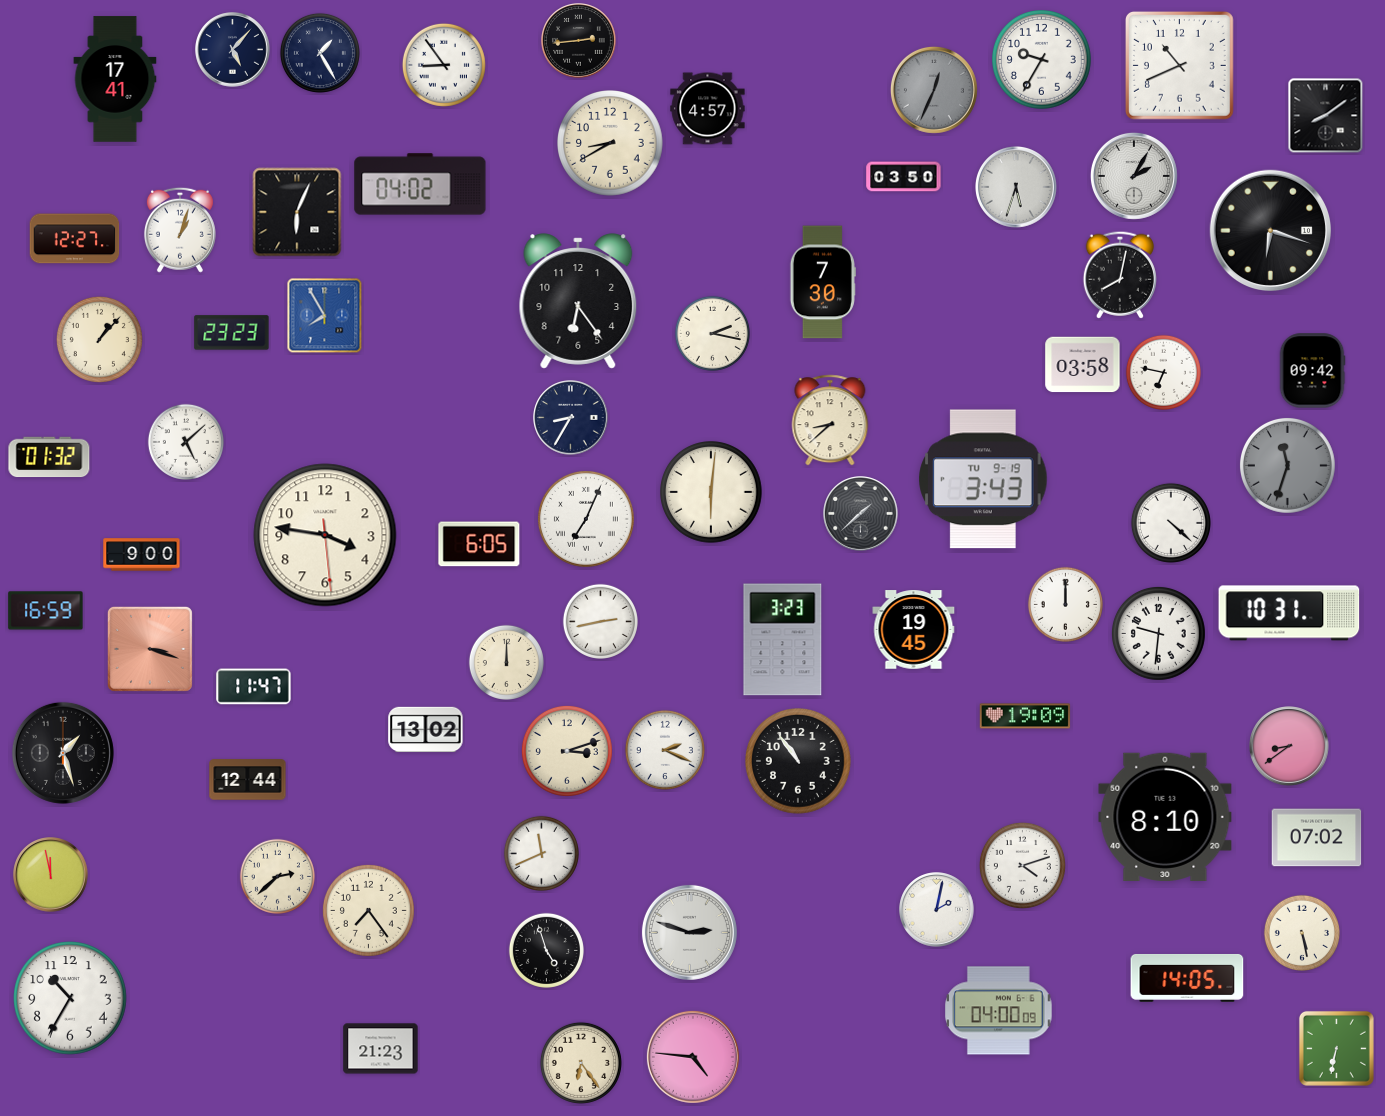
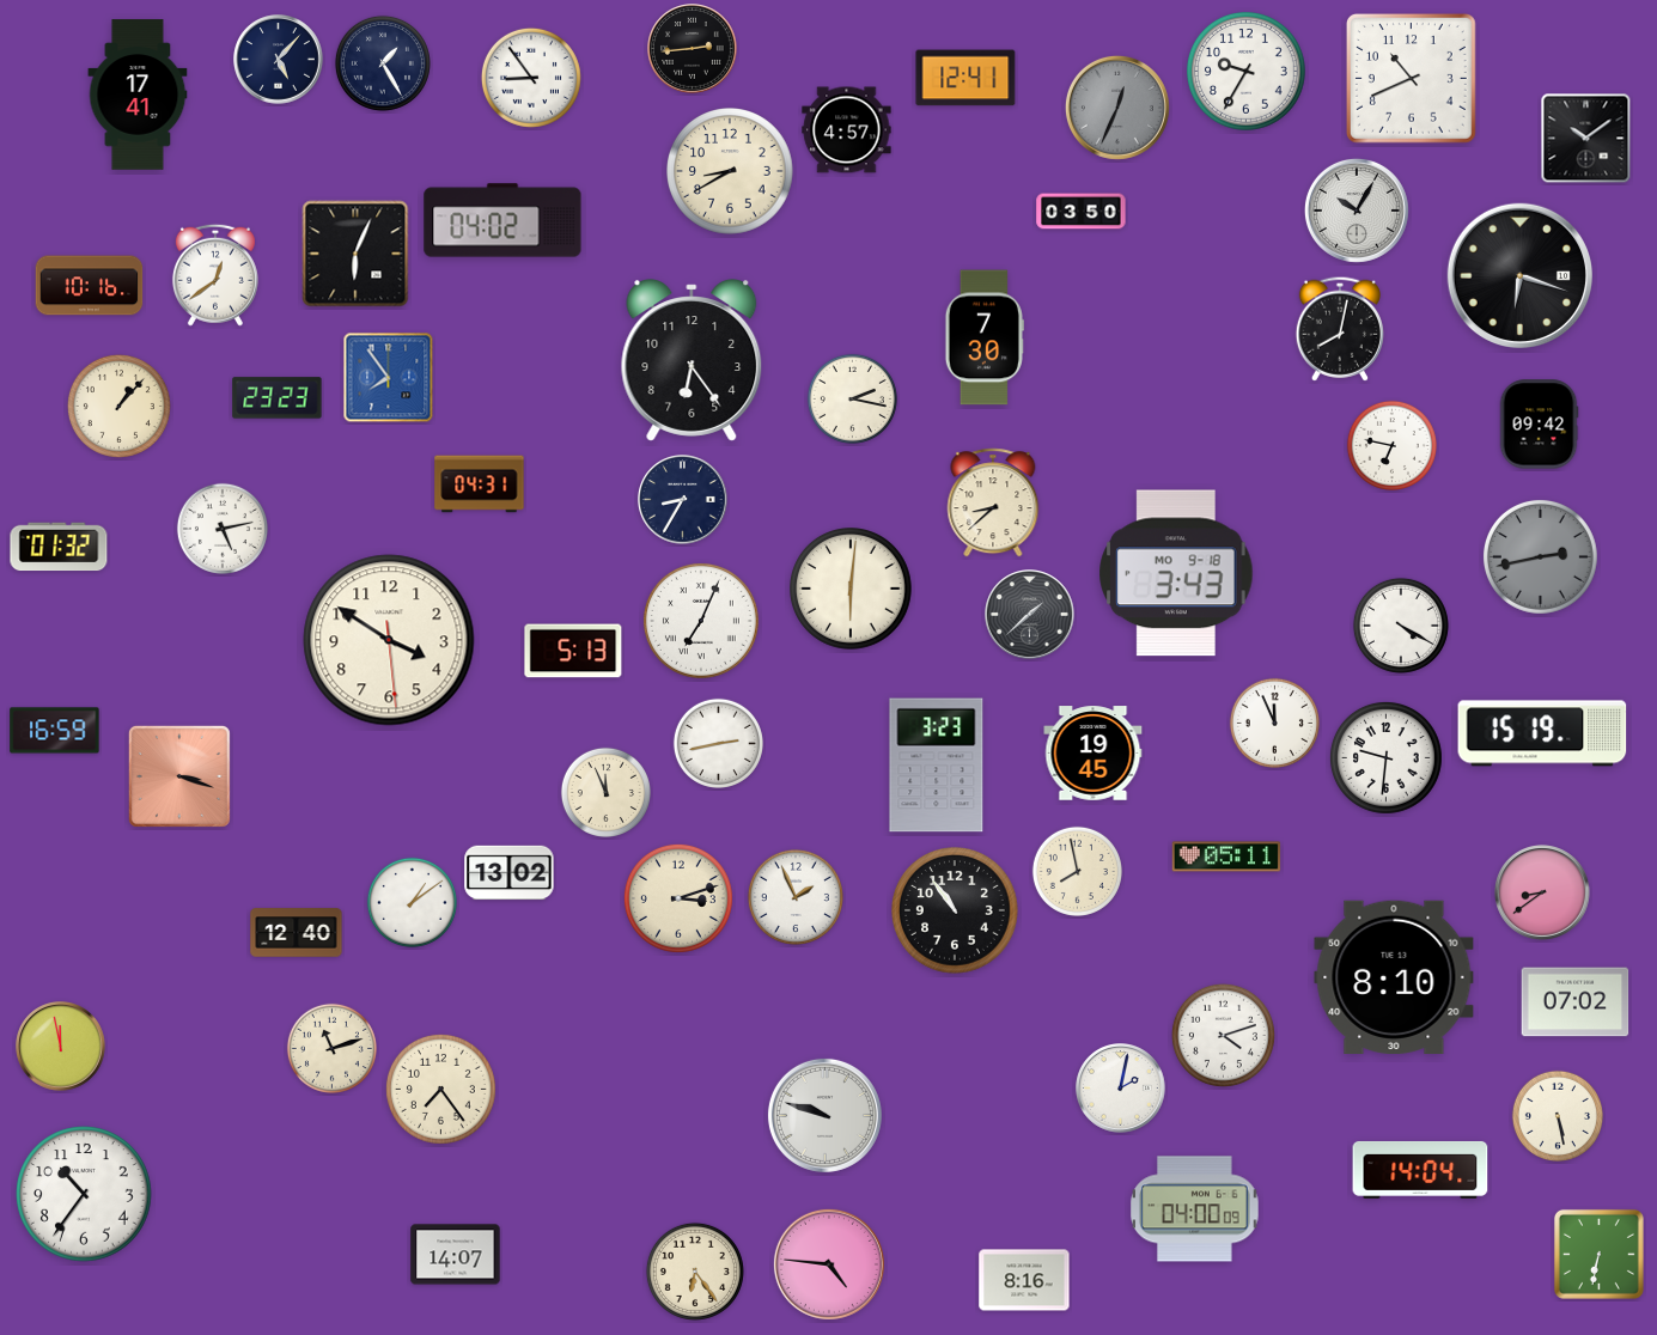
clock at (965, 78): none -> 12:41
clock at (1326, 116): 8:09 -> 10:09
clock at (1134, 176): 2:05 -> 10:05
clock at (1017, 188): 5:33 -> none
clock at (180, 230): 1:03 -> 12:39
clock at (75, 239): 12:27 -> 10:16
clock at (325, 316): 7:55 -> 7:54
clock at (1083, 365): 03:58 -> none
clock at (1312, 371) position: (1312, 371) -> (1539, 425)
clock at (480, 484): none -> 04:31
clock at (186, 442): 5:08 -> 5:13
clock at (1287, 465): 11:33 -> 2:43
clock at (983, 479) date: TU 9-19 -> MO 9-18
clock at (1171, 523): 4:22 -> 4:20
clock at (325, 535): 3:46 -> 3:50
clock at (479, 544): 6:05 -> 5:13
clock at (142, 555): 9:00 -> none
clock at (1065, 604): 12:00 -> 11:56
clock at (1289, 613): 10:31 -> 15:19
clock at (506, 662): 12:00 -> 11:56
clock at (254, 687): 11:47 -> none
clock at (1025, 716): 19:09 -> 05:11
clock at (1077, 871): none -> 7:58
clock at (665, 750): 2:19 -> 1:56
clock at (63, 753): 1:27 -> none
clock at (412, 902): none -> 1:09
clock at (248, 780): 12:44 -> 12:40
clock at (541, 853): 11:41 -> none
clock at (277, 876): 2:38 -> 11:12
clock at (689, 932): 2:48 -> 9:48
clock at (546, 950): 4:57 -> none
clock at (1187, 978): 14:05 -> 14:04
clock at (70, 998): 10:35 -> 10:36
clock at (381, 1049): 21:23 -> 14:07
clock at (1024, 1280): none -> 8:16
